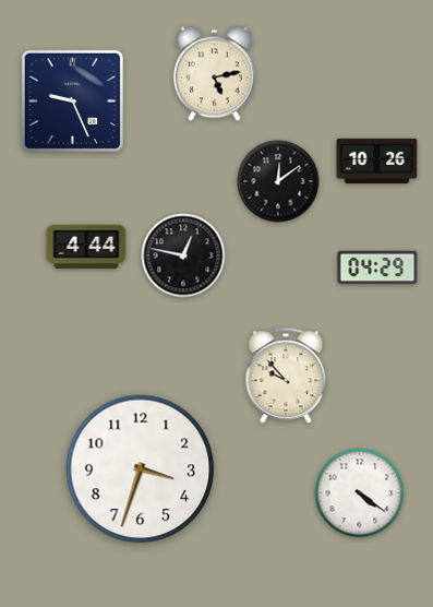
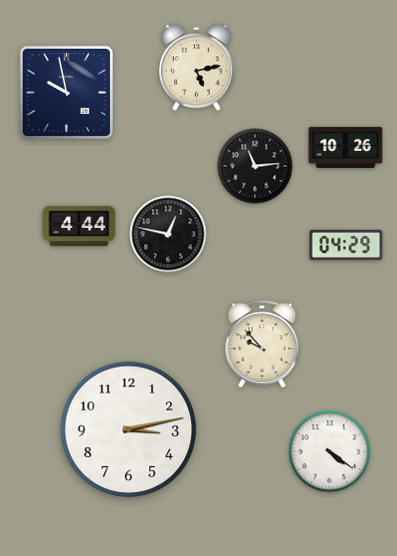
clock at (72, 100): 9:26 -> 9:58
clock at (278, 181): 12:09 -> 11:14
clock at (141, 469): 3:33 -> 3:13
